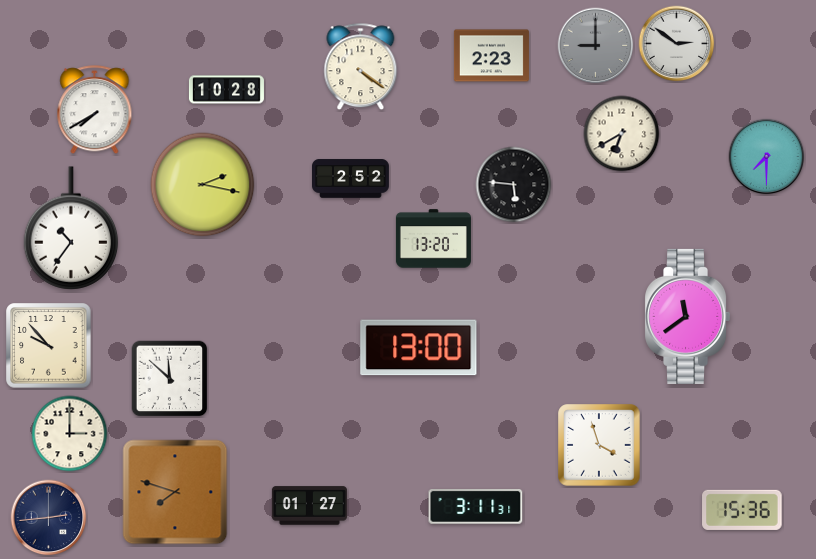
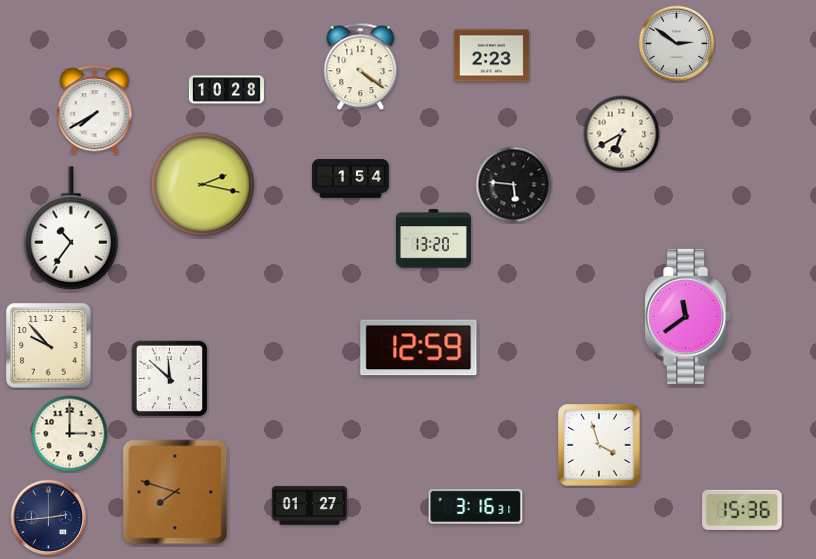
clock at (596, 46): 9:00 -> none
clock at (767, 157): 7:30 -> none
clock at (351, 179): 2:52 -> 1:54
clock at (419, 348): 13:00 -> 12:59
clock at (476, 507): 3:11 -> 3:16
